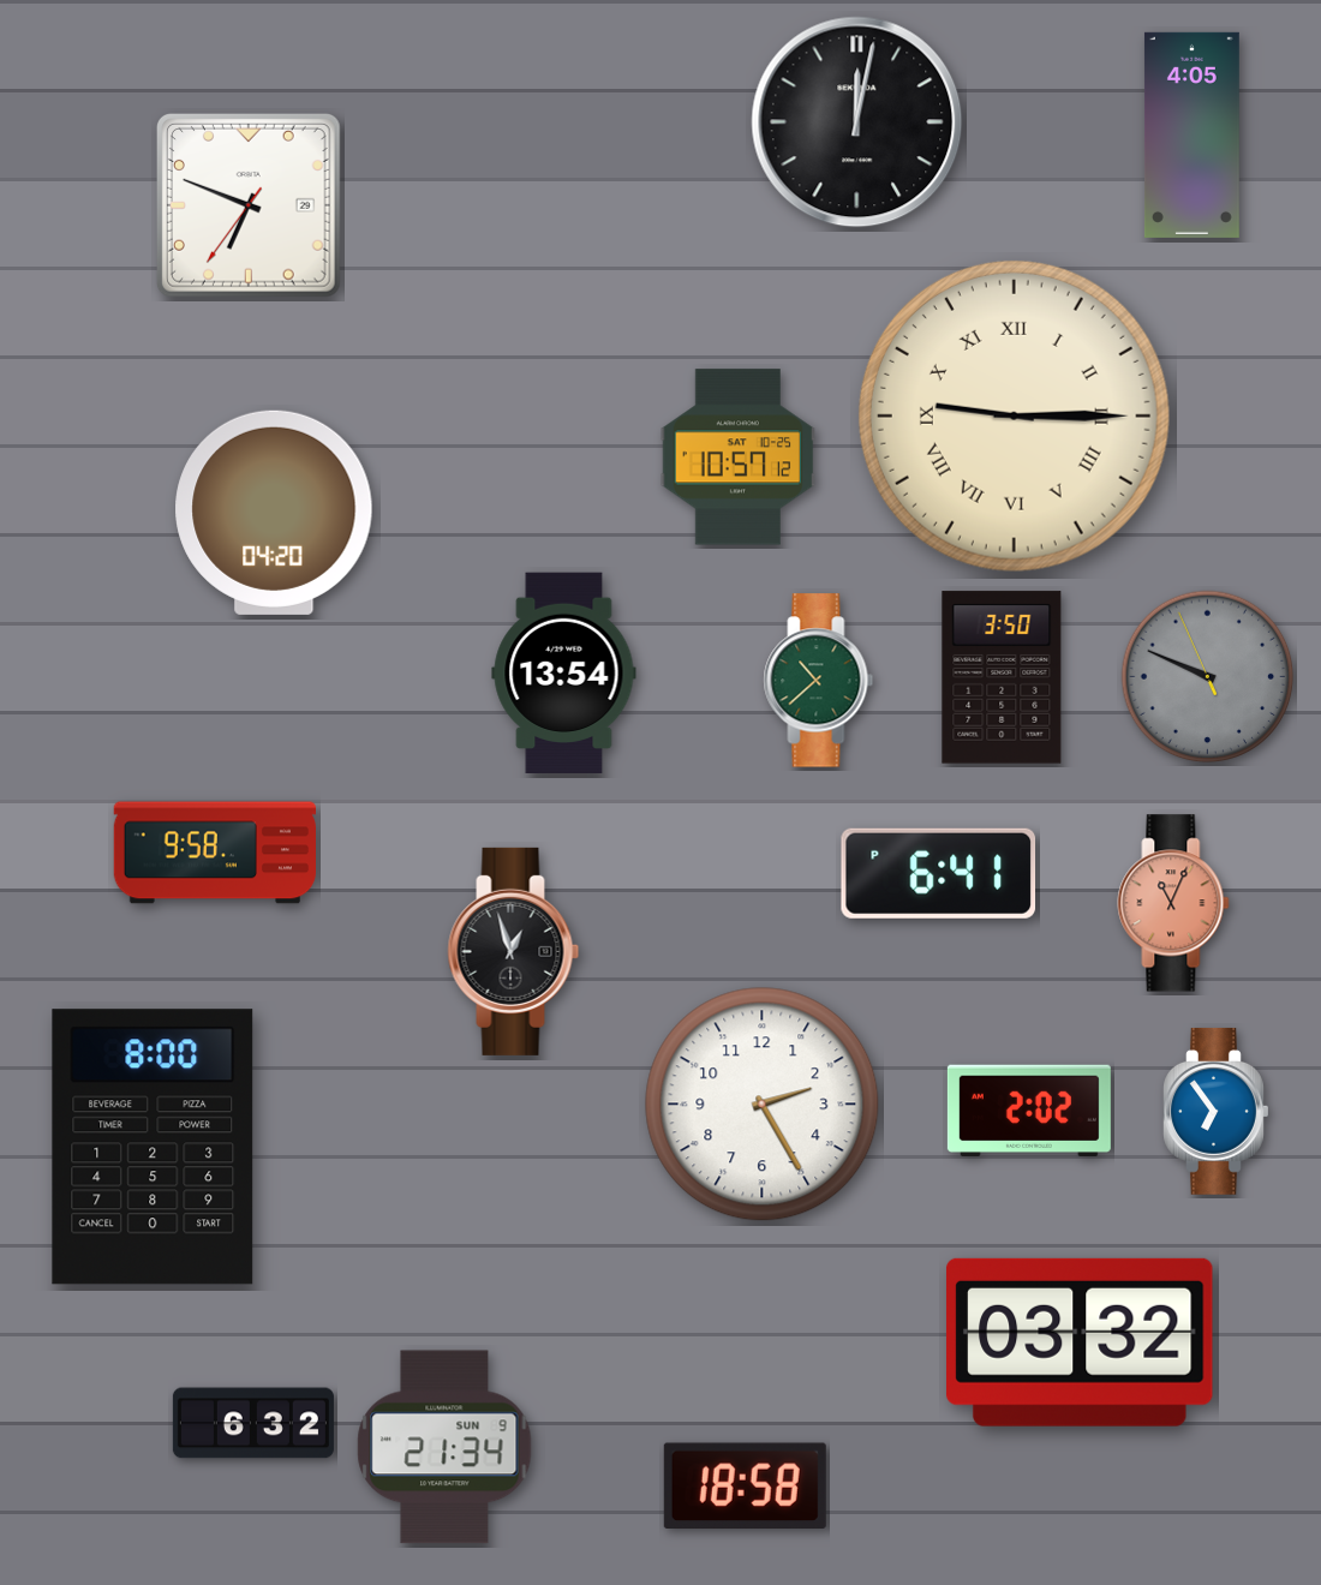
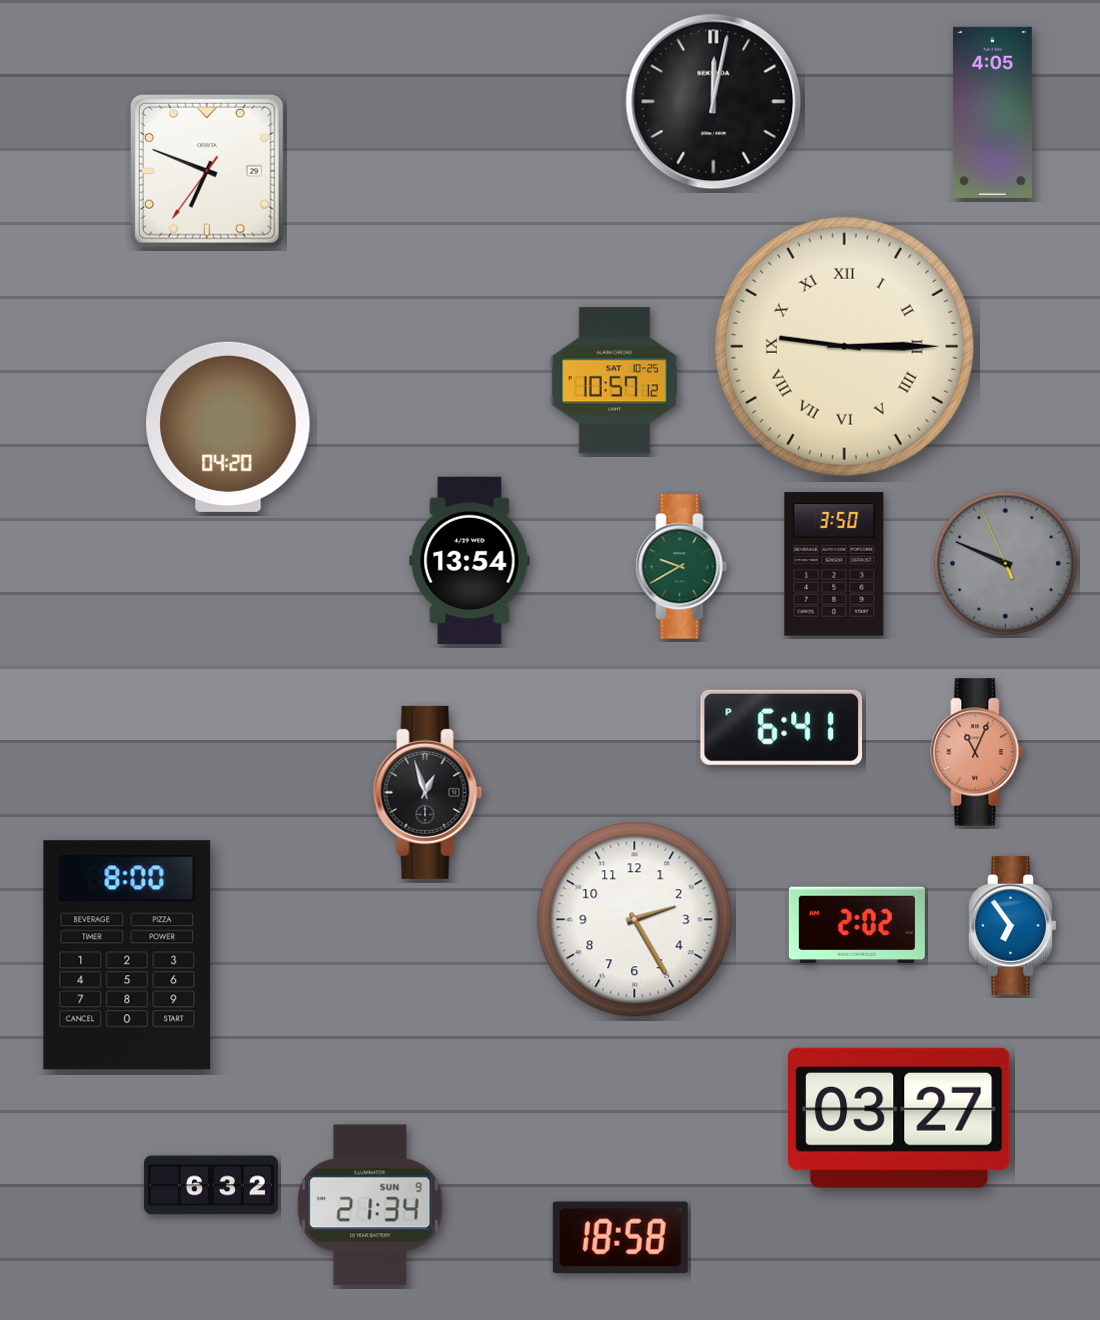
clock at (819, 681): 10:38 -> 9:40
clock at (214, 853): 9:58 -> none
clock at (1080, 1342): 03:32 -> 03:27
